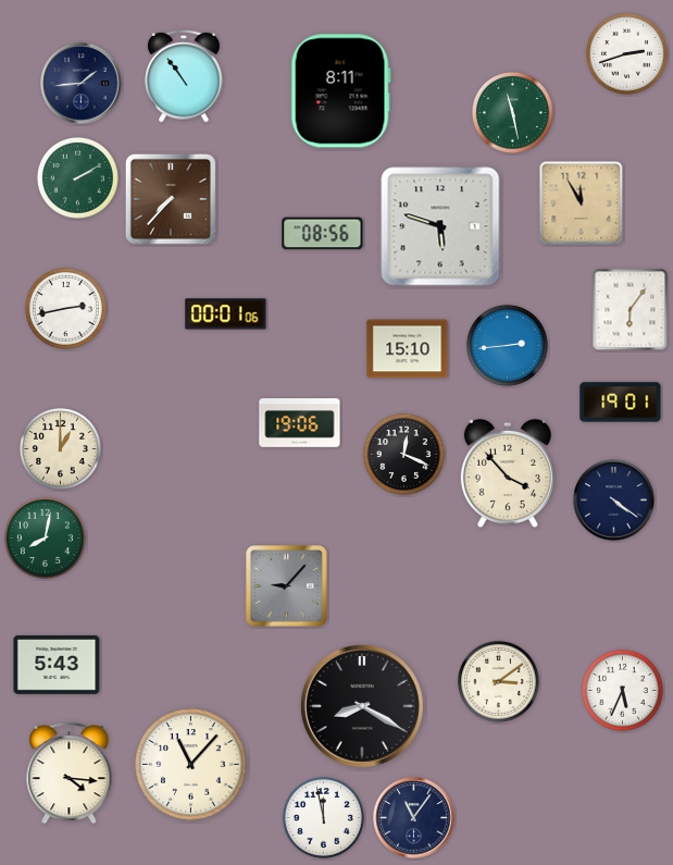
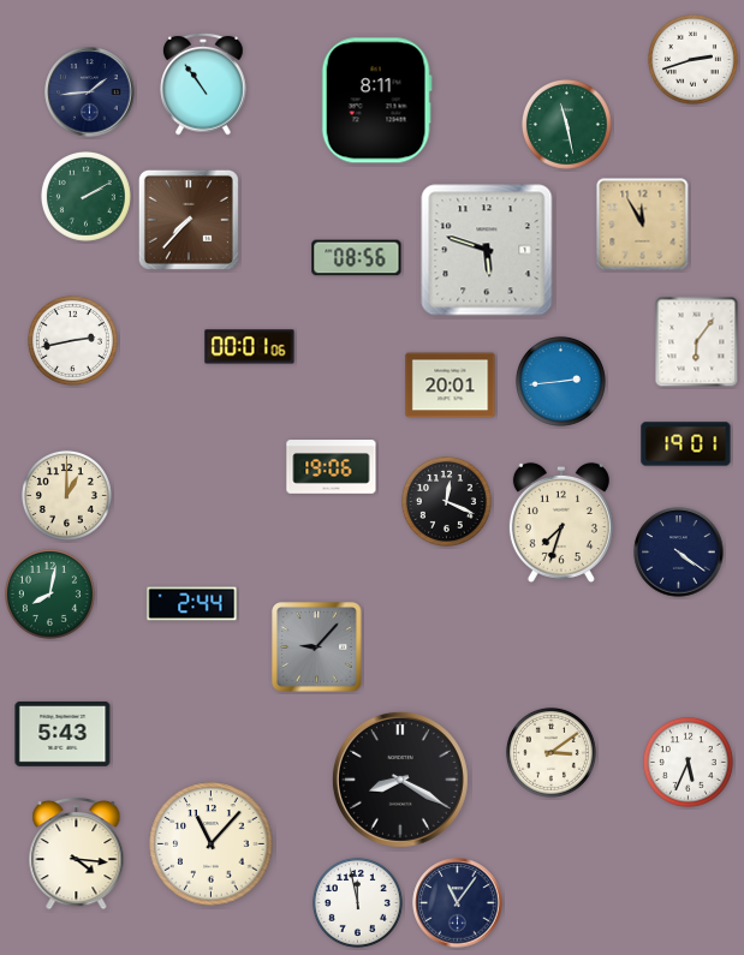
clock at (408, 349): 15:10 -> 20:01
clock at (508, 473): 3:53 -> 7:33
clock at (192, 604): none -> 2:44
